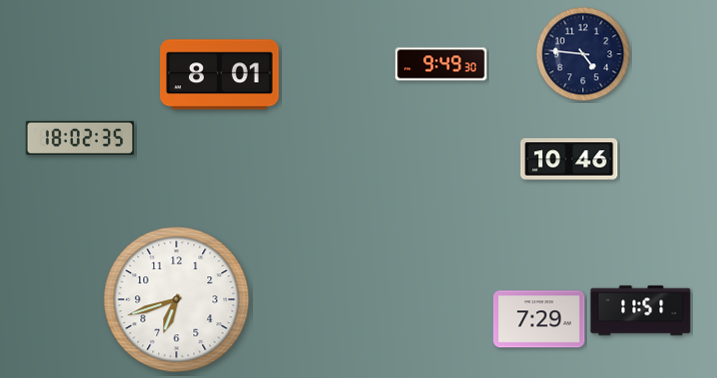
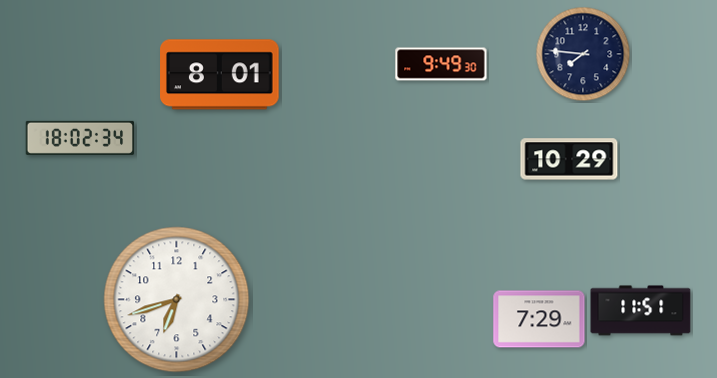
clock at (583, 54): 4:46 -> 7:46
clock at (80, 138): 18:02:35 -> 18:02:34
clock at (569, 159): 10:46 -> 10:29
